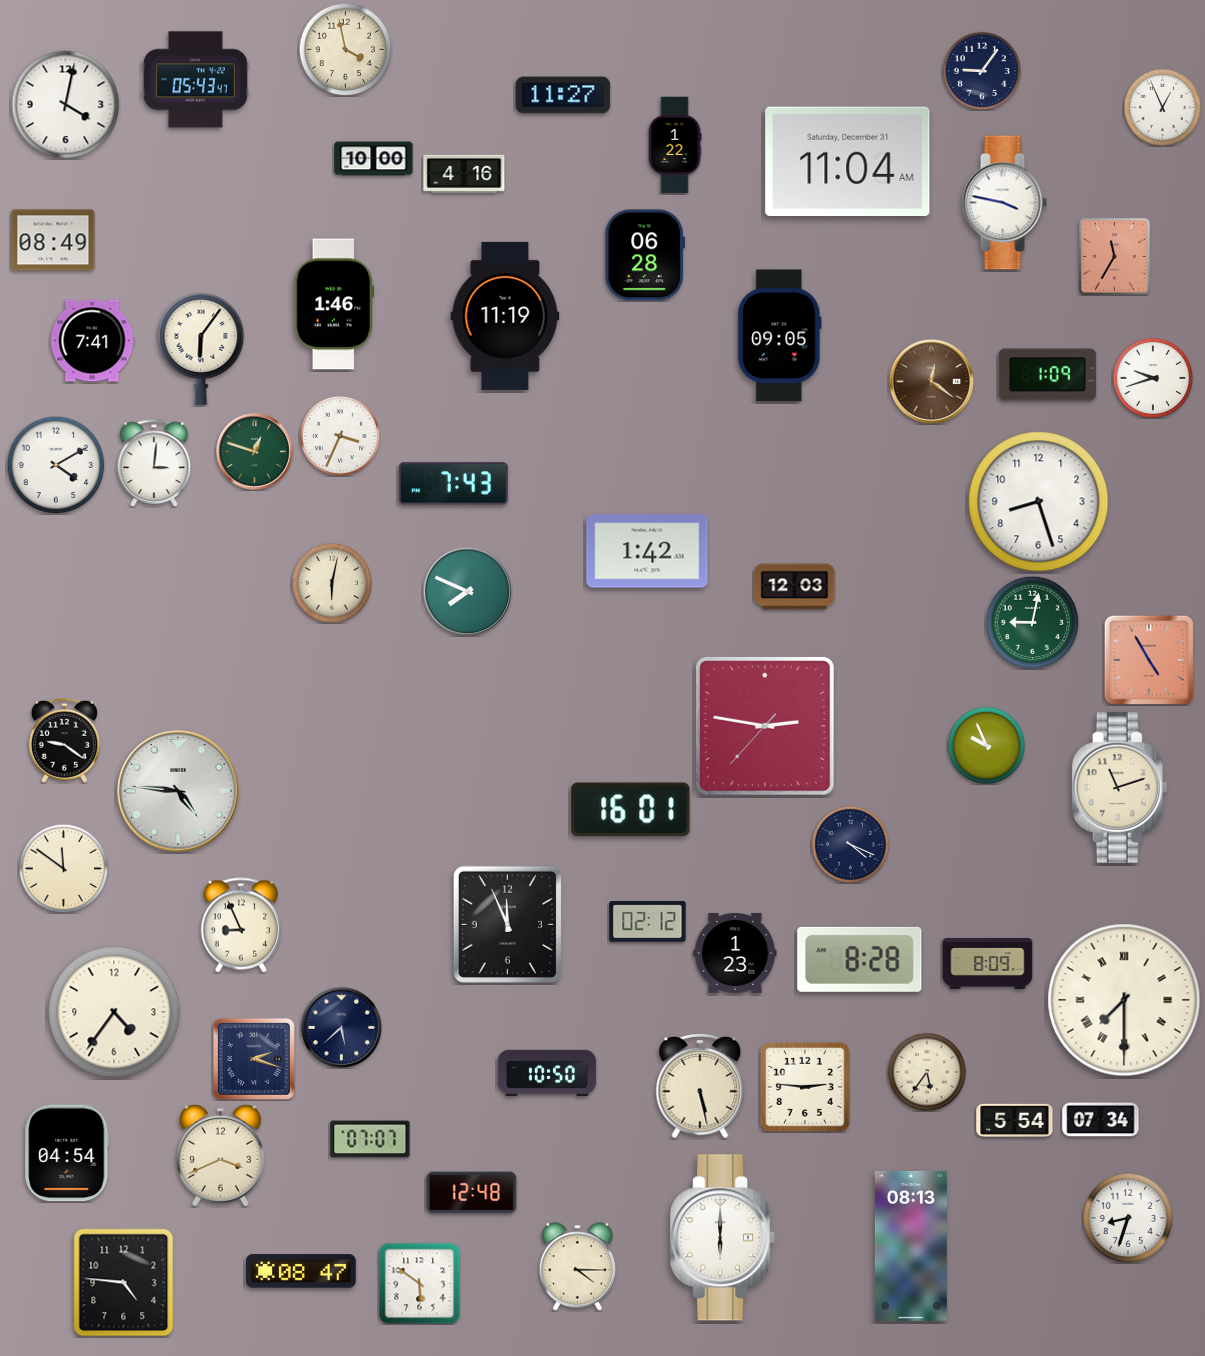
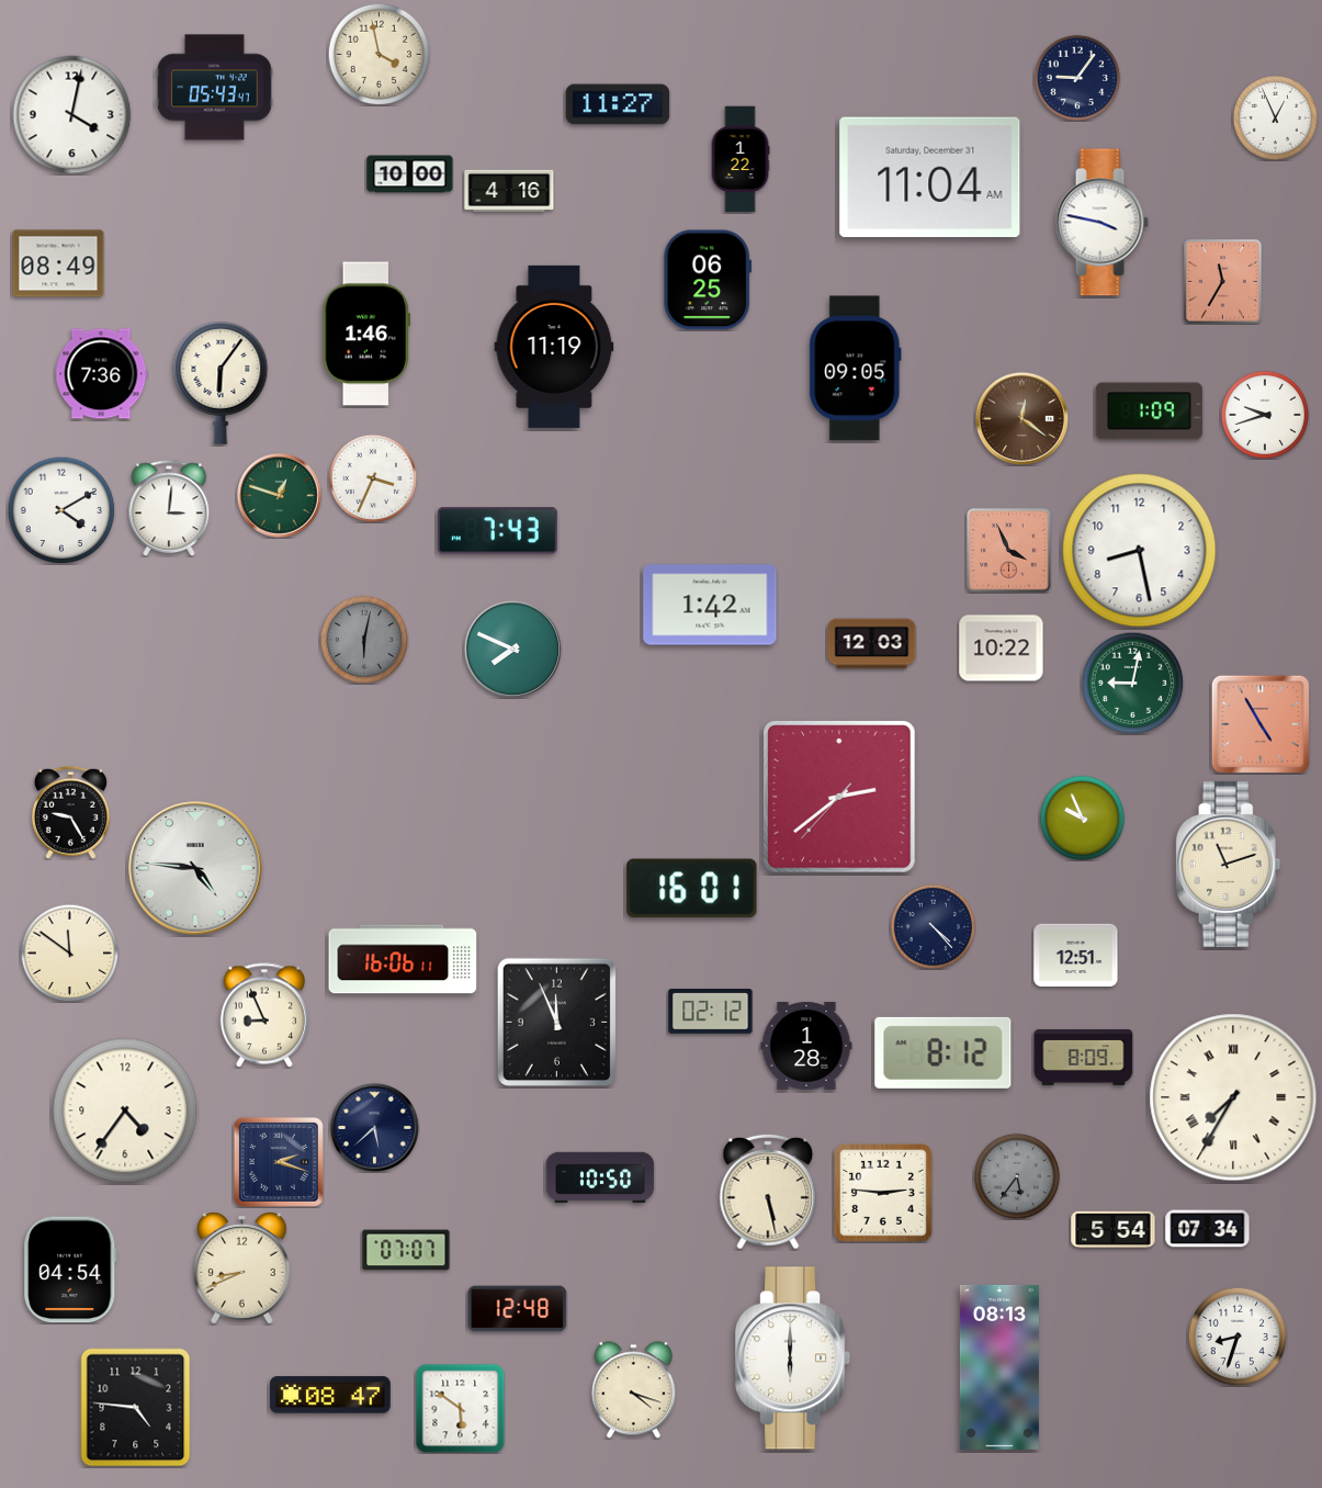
clock at (645, 255): 06:28 -> 06:25
clock at (93, 341): 7:41 -> 7:36
clock at (1009, 551): none -> 3:56
clock at (1039, 502): 8:27 -> 8:28
clock at (331, 582) dial: cream -> grey
clock at (1002, 649): none -> 10:22
clock at (766, 727): 2:46 -> 2:38
clock at (64, 740): 9:21 -> 9:25
clock at (850, 844): 4:19 -> 4:23
clock at (1076, 956): none -> 12:51
clock at (403, 959): none -> 16:06
clock at (507, 924) position: (507, 924) -> (556, 1022)
clock at (735, 953): 1:23 -> 1:28
clock at (860, 959): 8:28 -> 8:12
clock at (1124, 1000): 7:30 -> 7:35
clock at (926, 1071) dial: cream -> grey
clock at (67, 1153) position: (67, 1153) -> (70, 1270)
clock at (221, 1156): 3:41 -> 8:41
clock at (577, 1267): 4:15 -> 4:18
